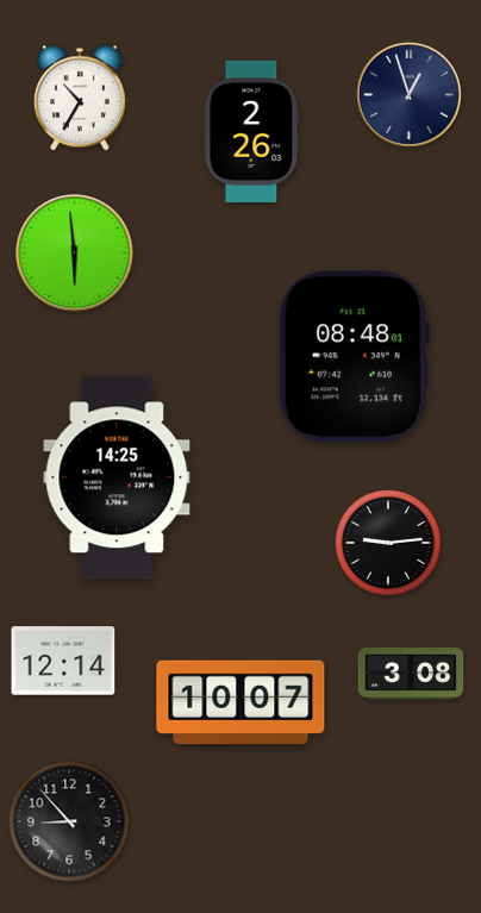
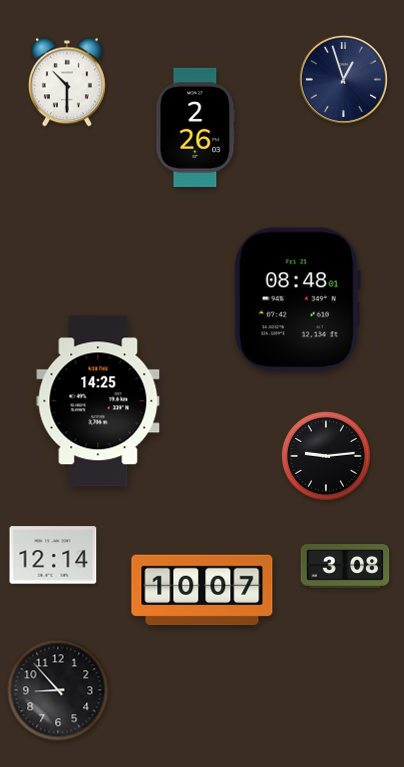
clock at (80, 98): 10:35 -> 10:30
clock at (252, 131) position: (252, 131) -> (196, 127)
clock at (75, 254): 5:59 -> none
